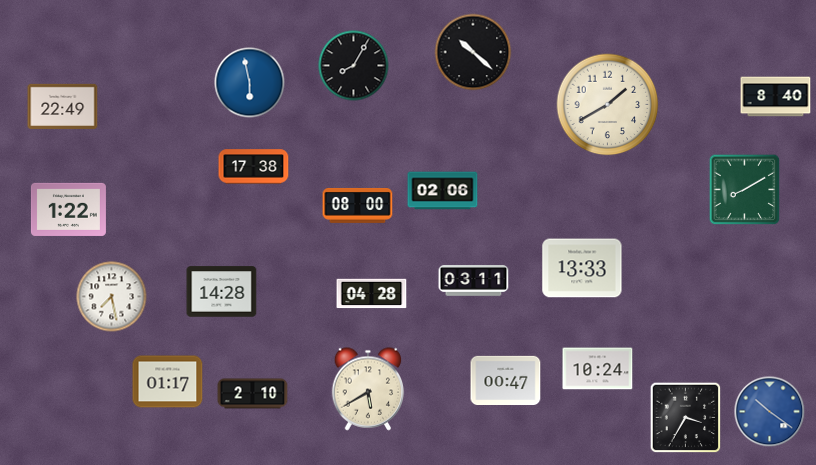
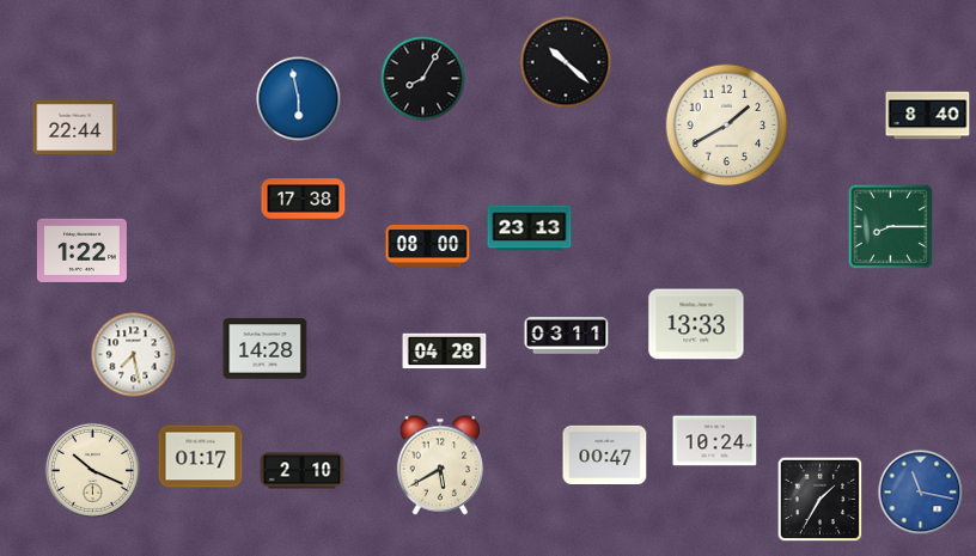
clock at (63, 106): 22:49 -> 22:44
clock at (745, 190): 8:10 -> 8:15
clock at (443, 191): 02:06 -> 23:13
clock at (582, 268) position: (582, 268) -> (696, 324)
clock at (92, 470): none -> 10:19
clock at (770, 412): 10:21 -> 11:17
clock at (686, 418): 3:35 -> 1:35
